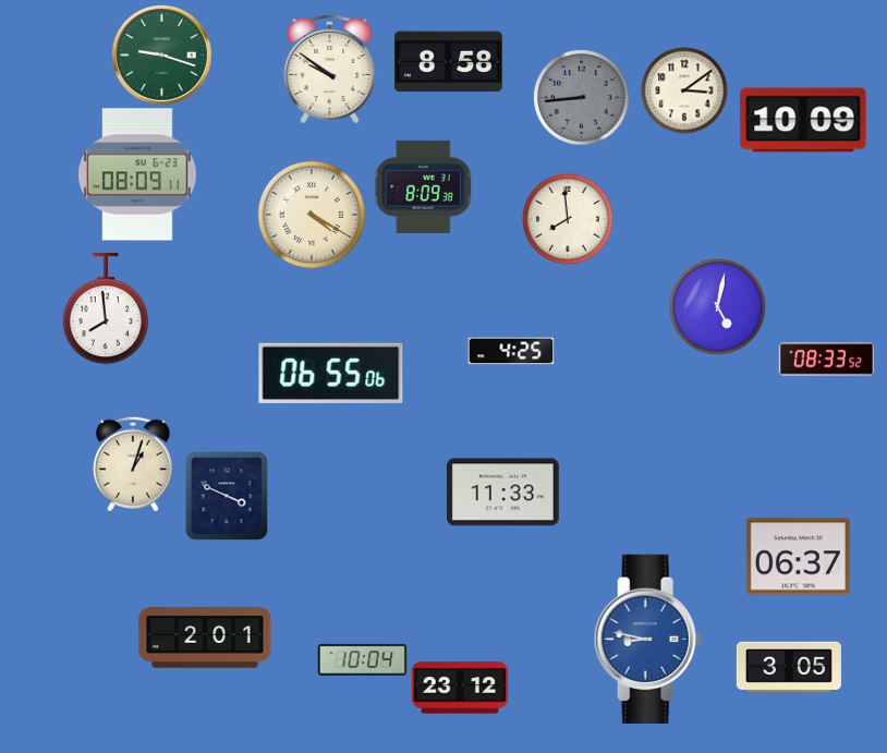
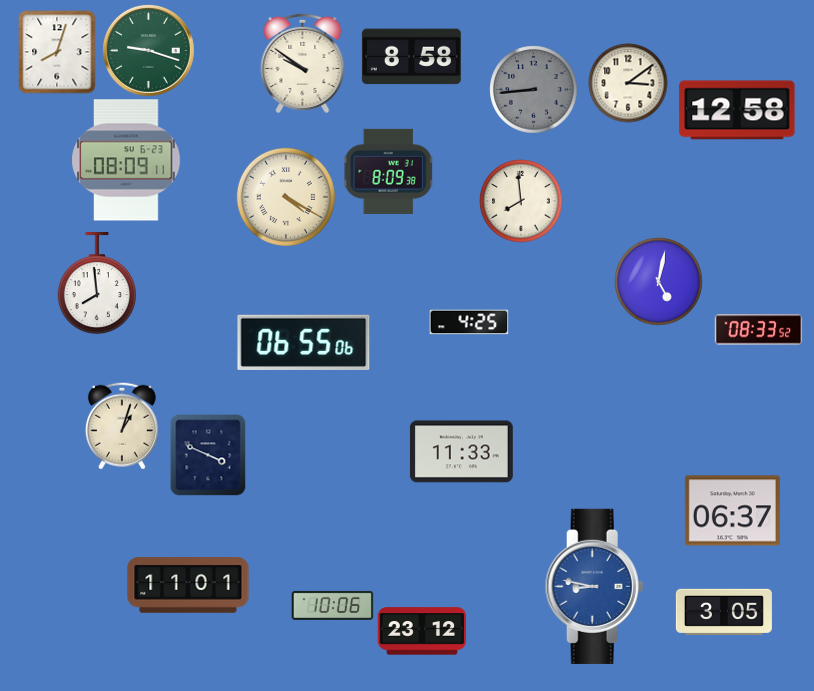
clock at (57, 52): none -> 8:03
clock at (803, 120): 10:09 -> 12:58
clock at (205, 637): 2:01 -> 11:01
clock at (362, 659): 10:04 -> 10:06
